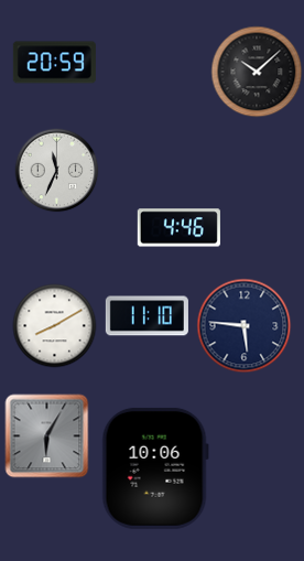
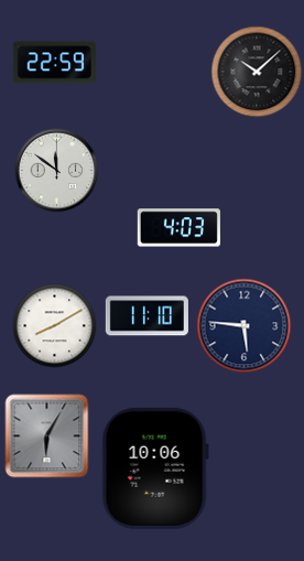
clock at (54, 63): 20:59 -> 22:59
clock at (57, 171): 11:34 -> 11:51
clock at (178, 228): 4:46 -> 4:03
